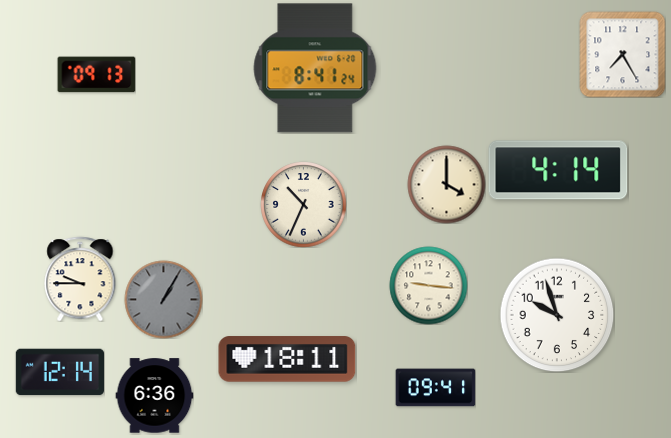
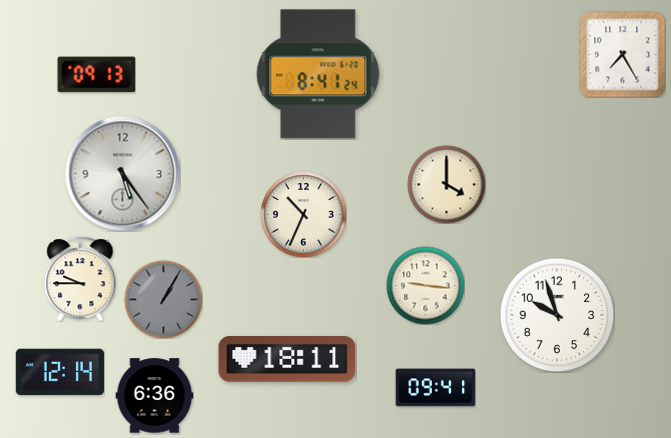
clock at (315, 68) position: (315, 68) -> (318, 74)
clock at (558, 170): 4:14 -> none
clock at (122, 173): none -> 5:24
clock at (303, 204) position: (303, 204) -> (303, 214)
clock at (428, 285) position: (428, 285) -> (425, 285)
